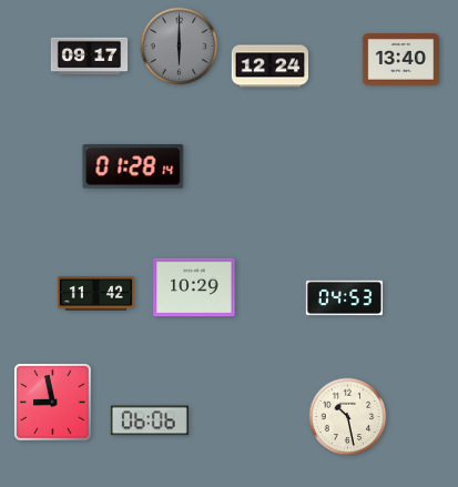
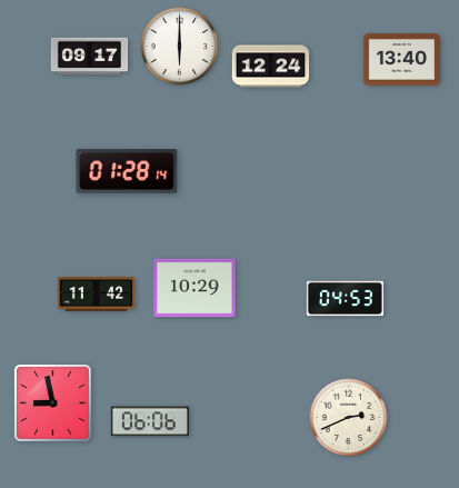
clock at (180, 47) dial: grey -> white
clock at (133, 168) position: (133, 168) -> (127, 172)
clock at (348, 417): 10:28 -> 2:41
